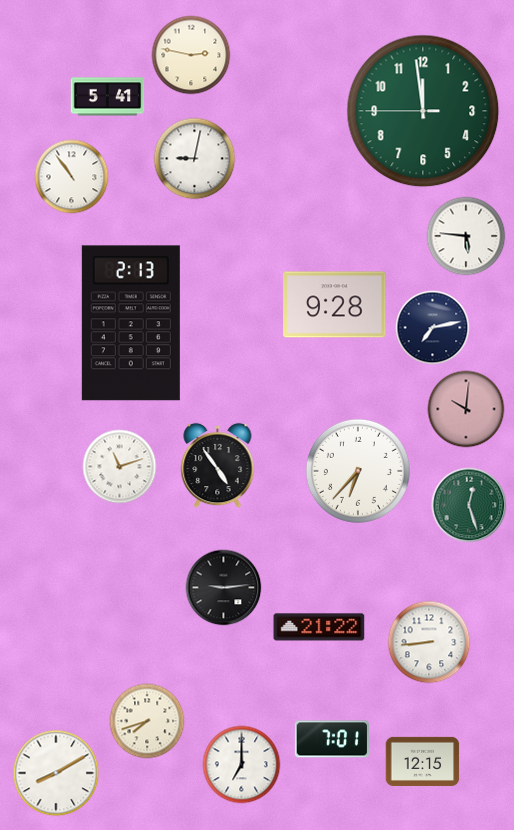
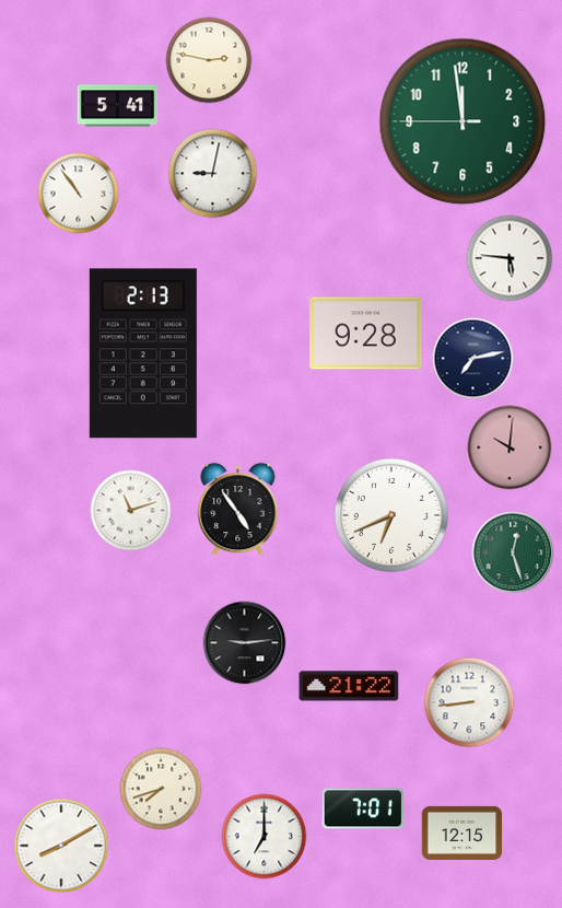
clock at (358, 471): 6:37 -> 6:41
